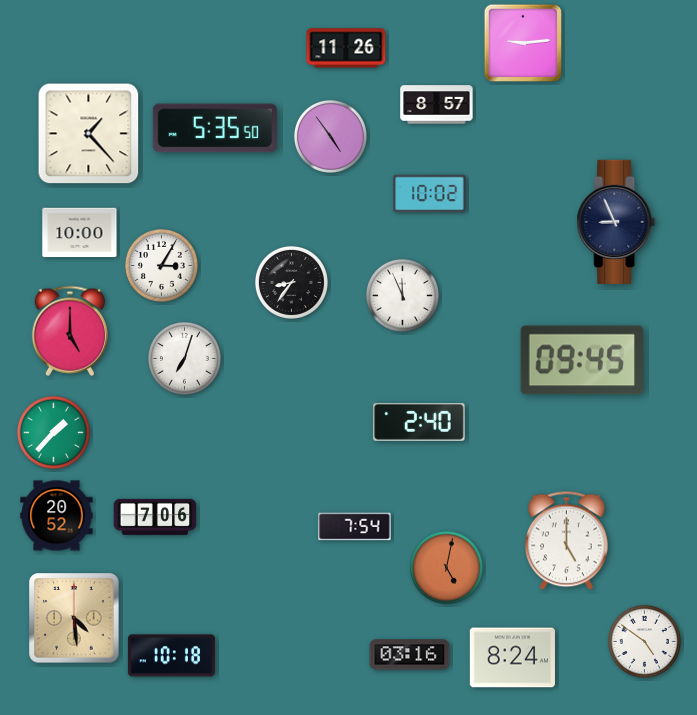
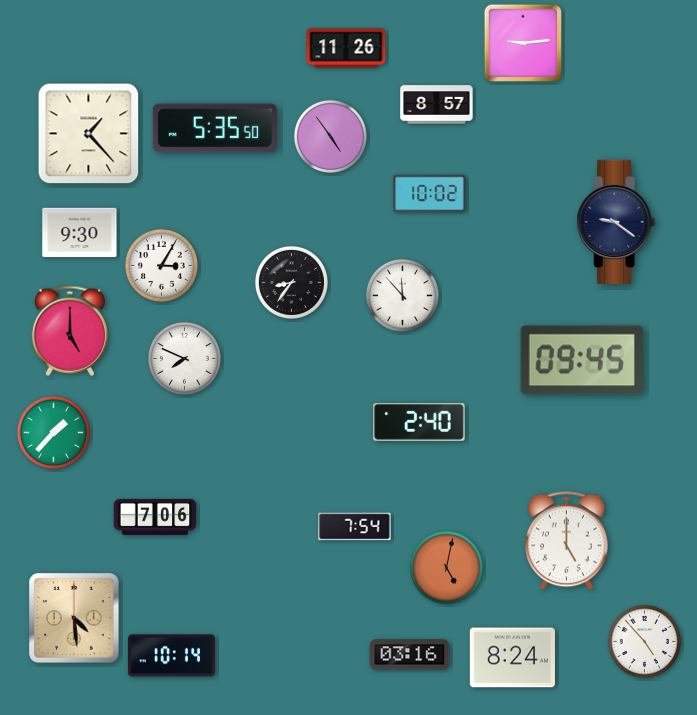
clock at (616, 222): 8:56 -> 9:21
clock at (80, 233): 10:00 -> 9:30
clock at (402, 295): 11:56 -> 11:53
clock at (184, 358): 7:03 -> 7:49
clock at (57, 516): 20:52 -> none
clock at (644, 641): 4:51 -> 4:53
clock at (171, 656): 10:18 -> 10:14
